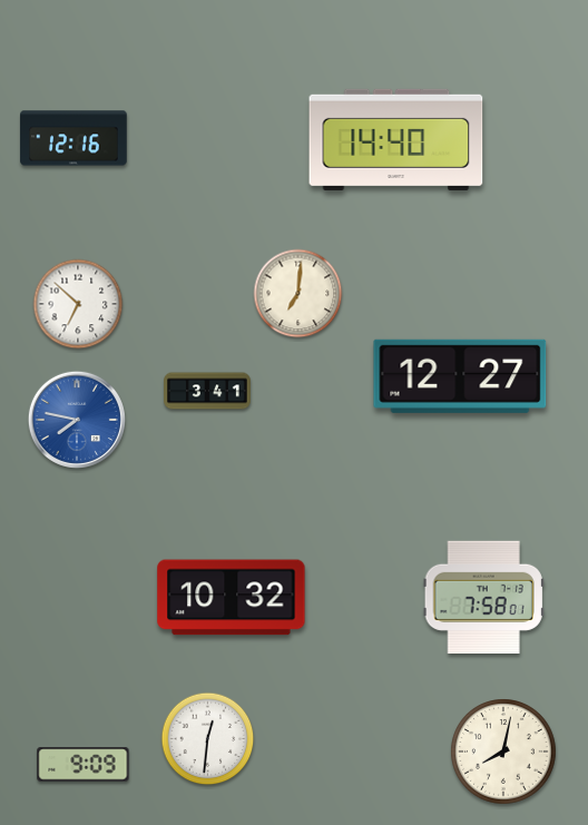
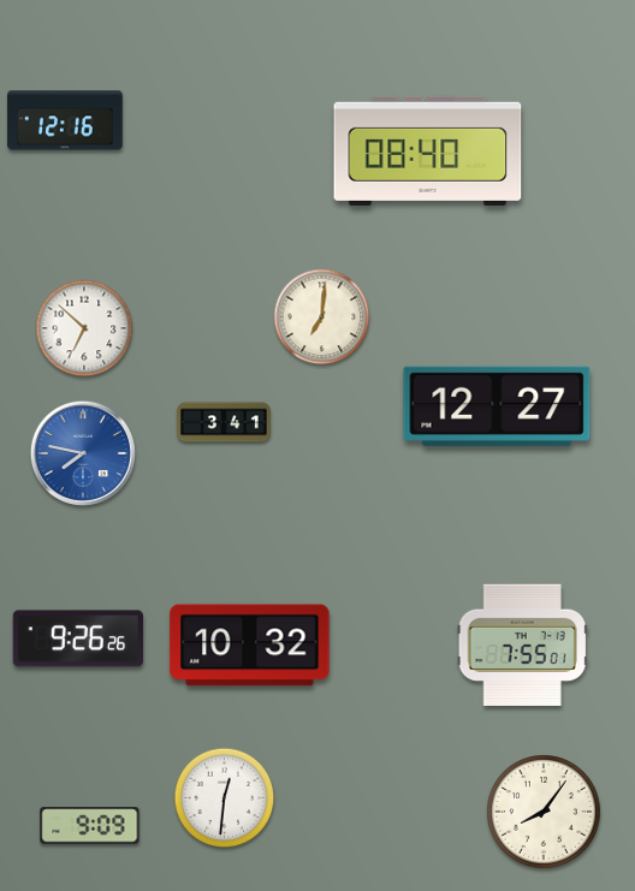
clock at (73, 138) position: (73, 138) -> (65, 120)
clock at (396, 139): 14:40 -> 08:40
clock at (78, 638): none -> 9:26
clock at (483, 597): 7:58 -> 7:55
clock at (503, 752): 8:02 -> 8:06
